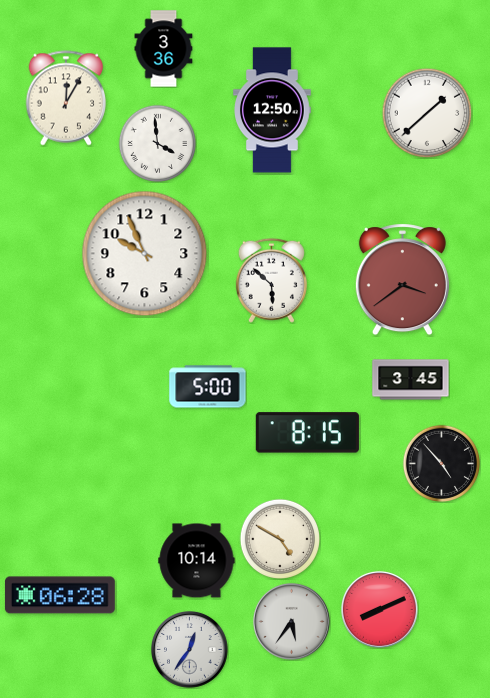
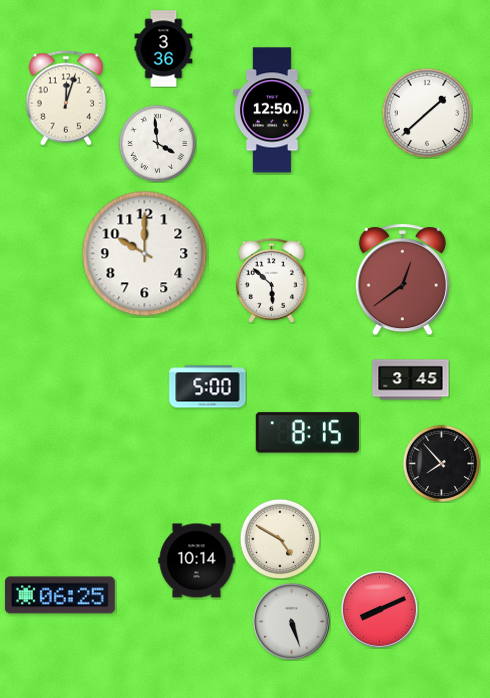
clock at (66, 98): 12:05 -> 12:03
clock at (145, 254): 9:56 -> 10:00
clock at (402, 280): 3:39 -> 12:39
clock at (441, 463): 4:53 -> 7:53
clock at (60, 595): 06:28 -> 06:25
clock at (291, 621): 5:36 -> 5:27
clock at (189, 649): 12:36 -> none
